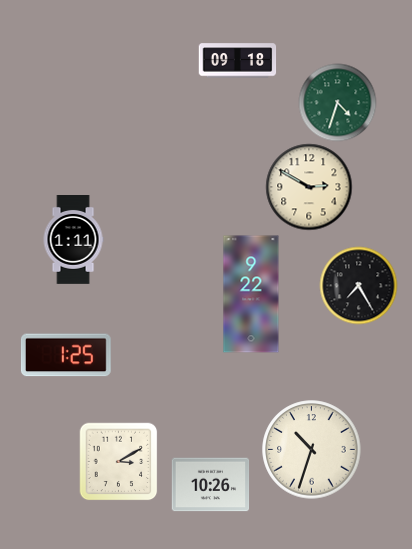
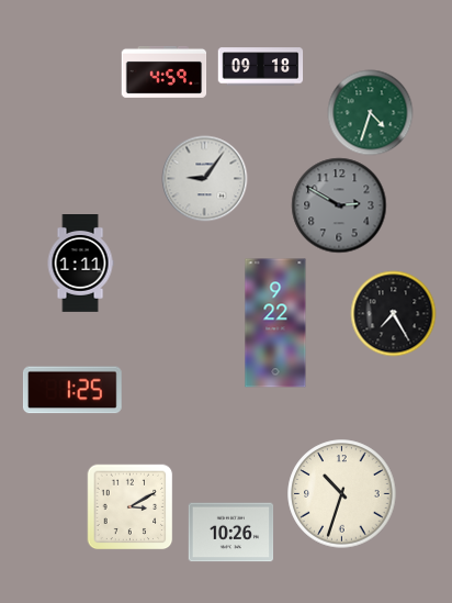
clock at (163, 71): none -> 4:59
clock at (204, 178): none -> 9:06
clock at (309, 187) dial: cream -> grey
